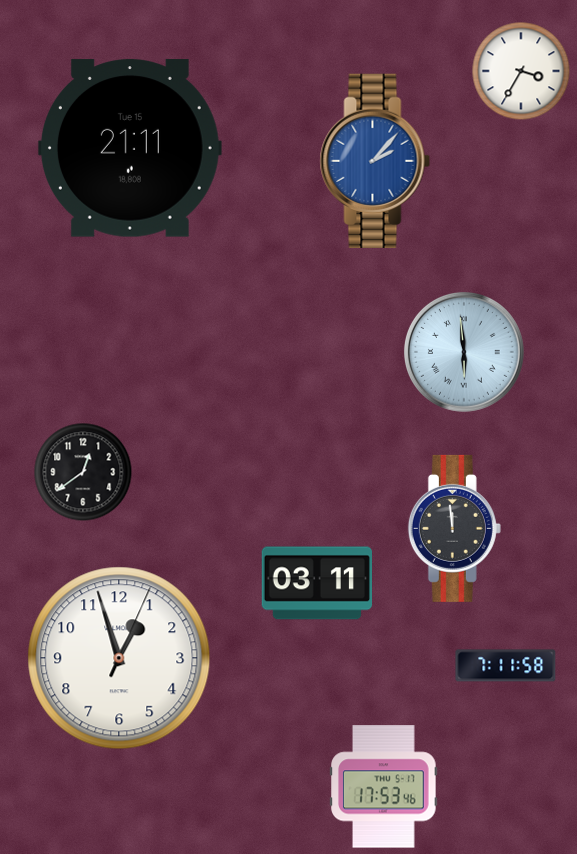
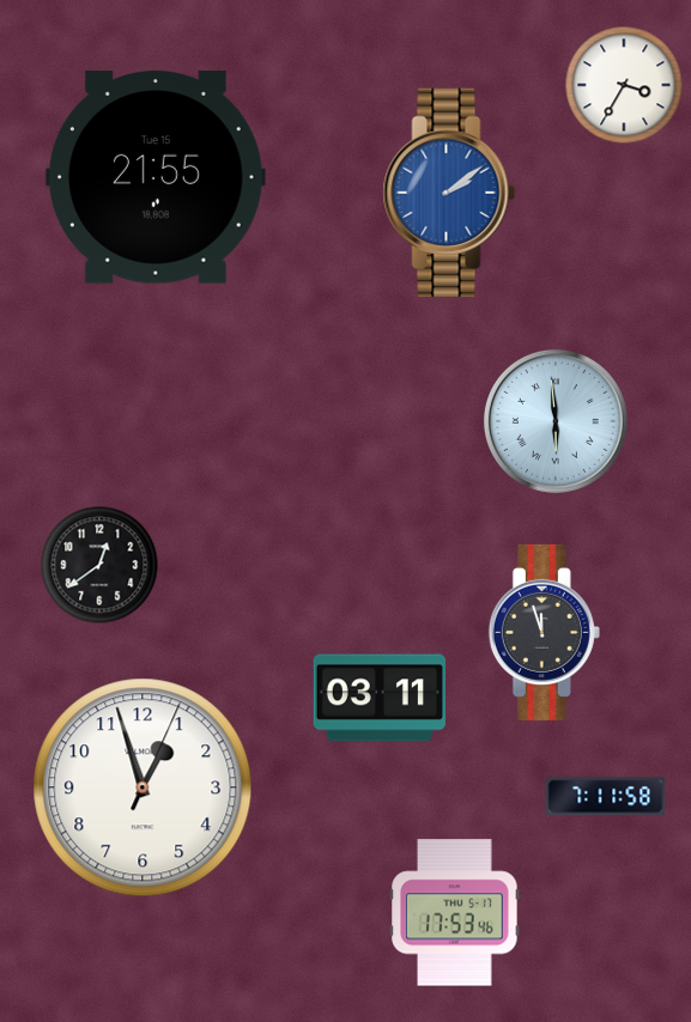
clock at (130, 148): 21:11 -> 21:55
clock at (375, 161): 2:07 -> 2:09
clock at (454, 528): 11:59 -> 11:57
clock at (384, 787) position: (384, 787) -> (455, 913)
